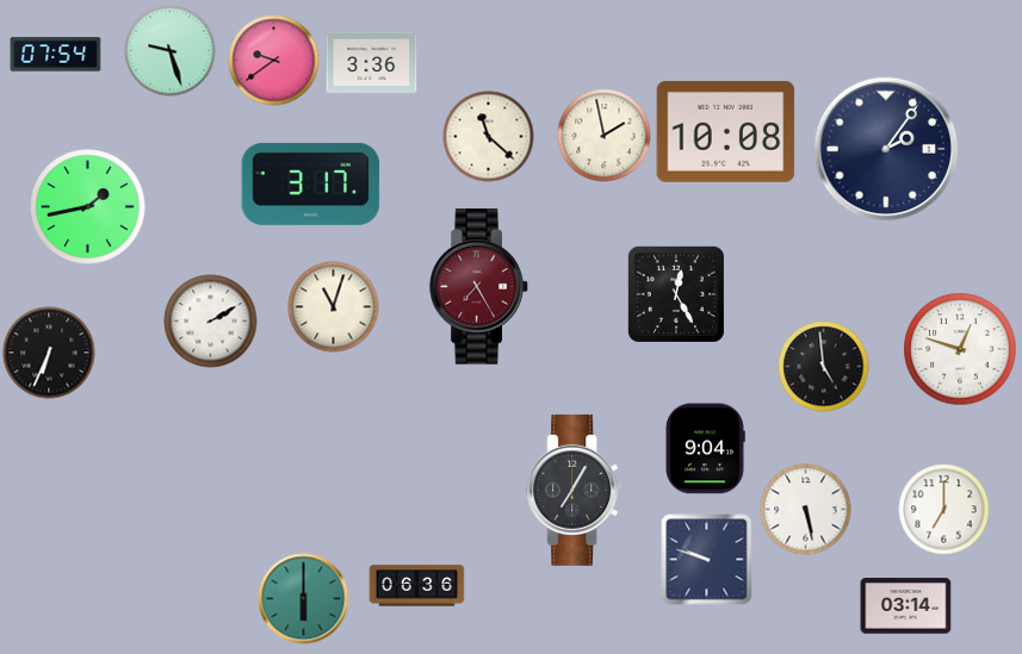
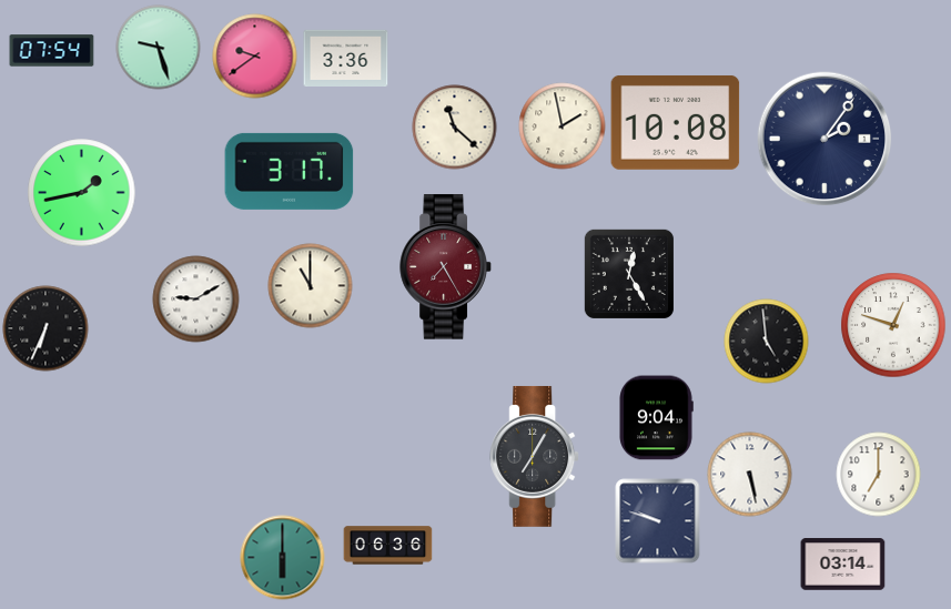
clock at (334, 307): 11:03 -> 11:00
clock at (211, 322): 2:10 -> 9:10
